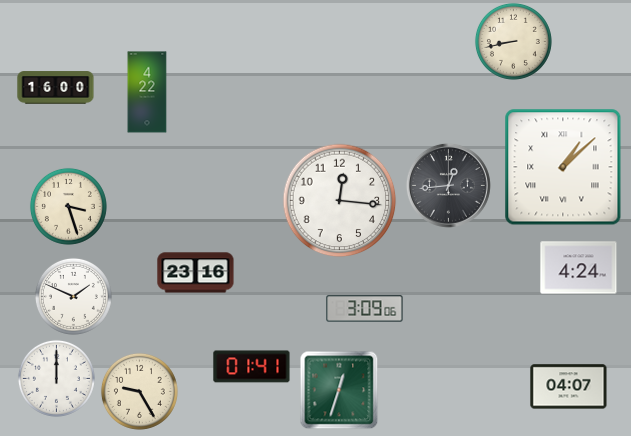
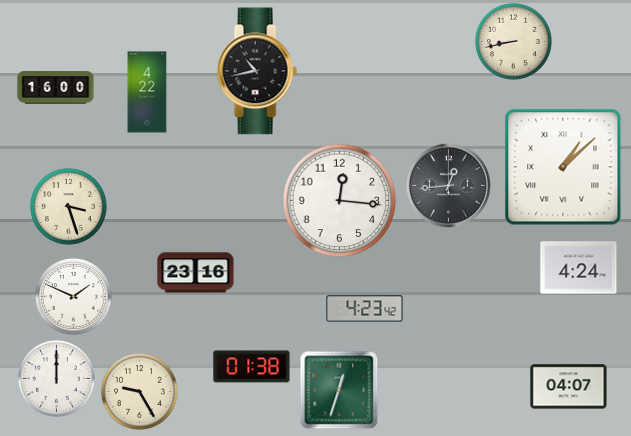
clock at (257, 71): none -> 10:43
clock at (365, 309): 3:09 -> 4:23
clock at (252, 367): 01:41 -> 01:38
